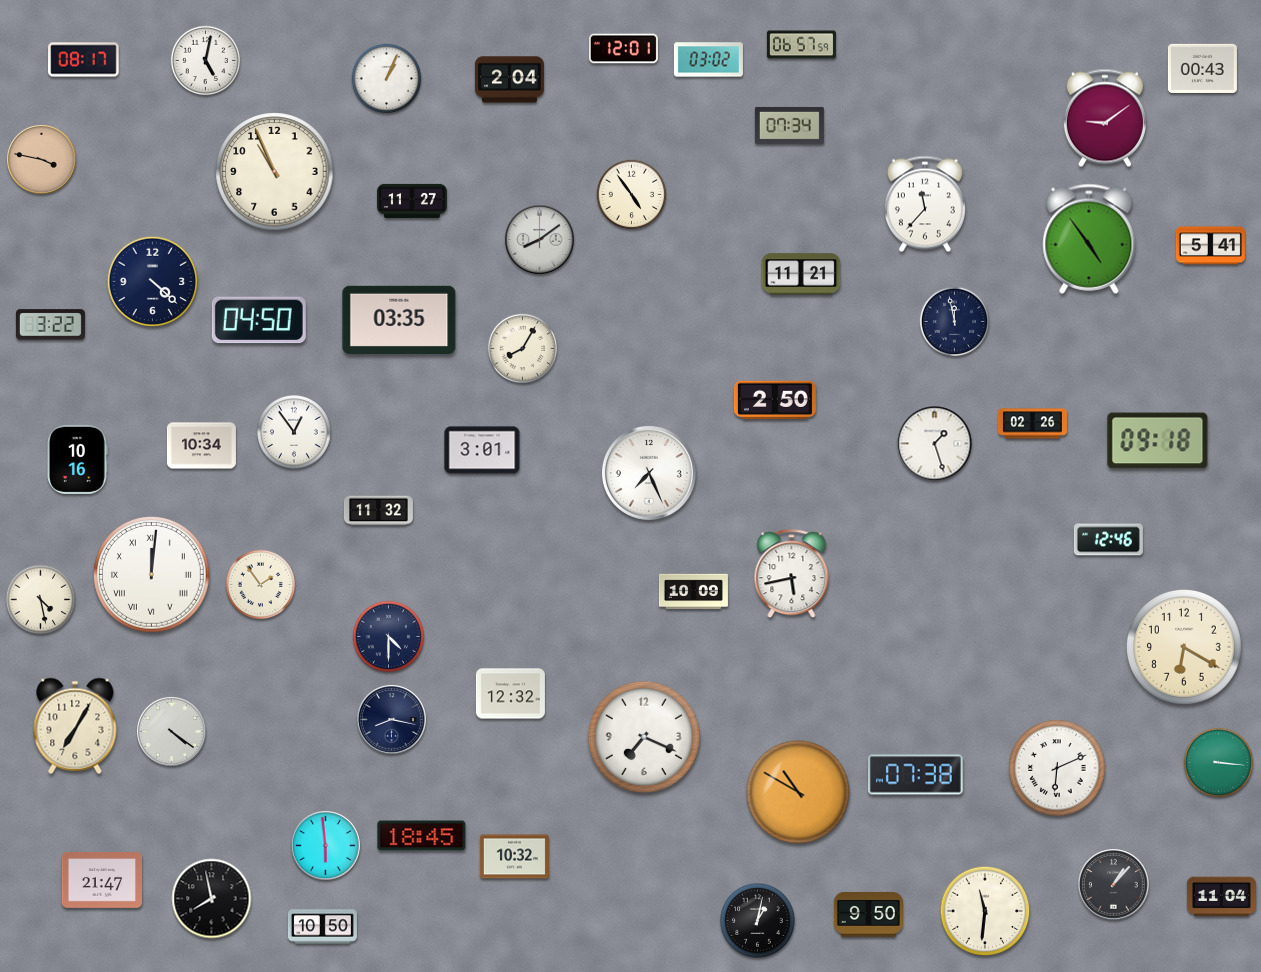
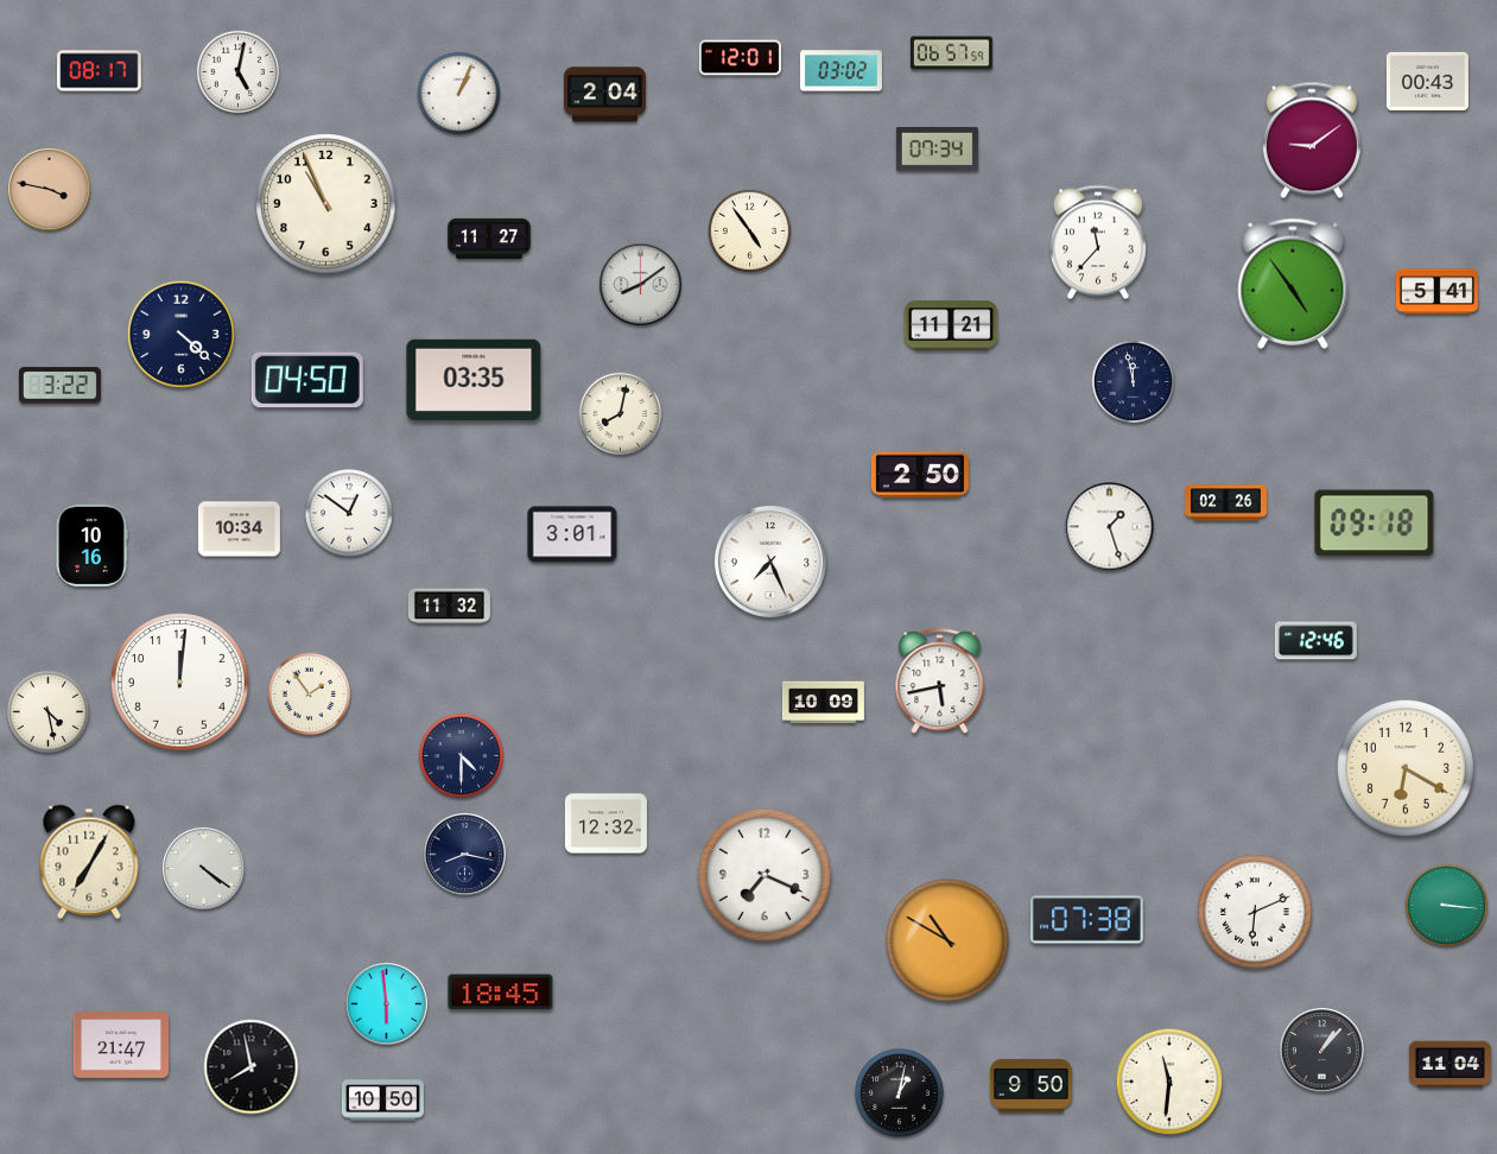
clock at (206, 61) position: (206, 61) -> (239, 72)
clock at (523, 349): 8:05 -> 8:02
clock at (295, 433): 12:54 -> 12:51
clock at (152, 575) numerals: Roman -> Arabic
clock at (514, 857): 10:32 -> none
